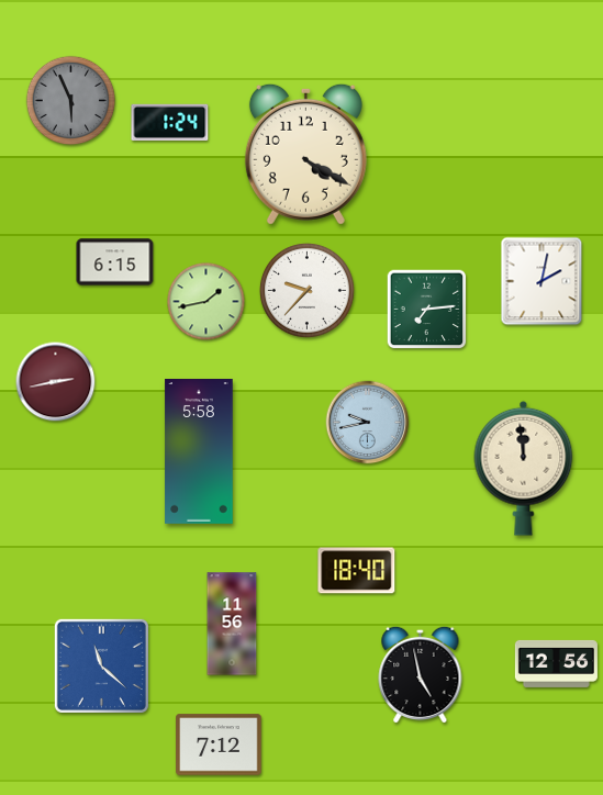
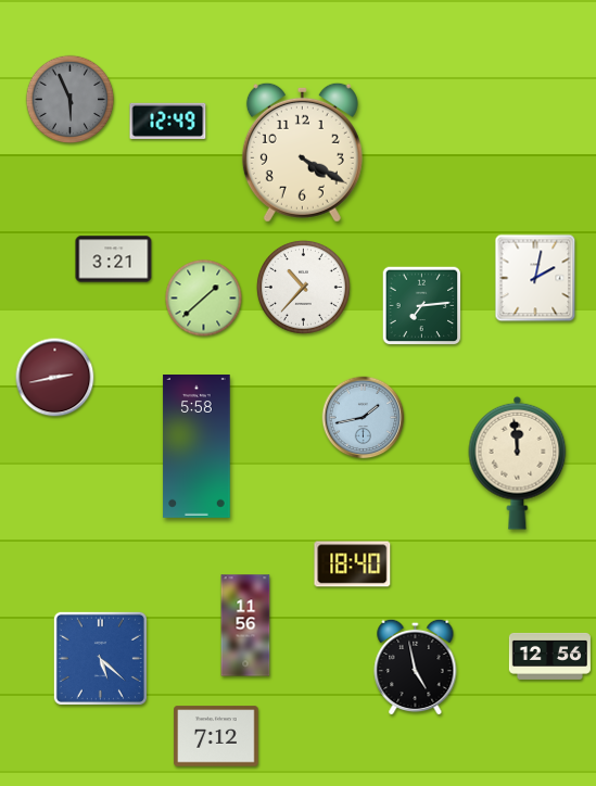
clock at (170, 122): 1:24 -> 12:49
clock at (115, 262): 6:15 -> 3:21
clock at (306, 290): 9:37 -> 10:37
clock at (206, 302): 1:43 -> 1:38
clock at (368, 423): 9:43 -> 1:43
clock at (232, 624) position: (232, 624) -> (245, 625)
clock at (101, 665): 11:22 -> 5:22
